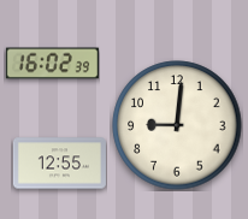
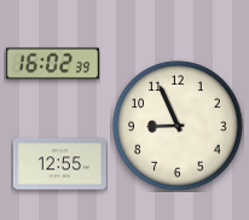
clock at (177, 125): 9:01 -> 8:56
